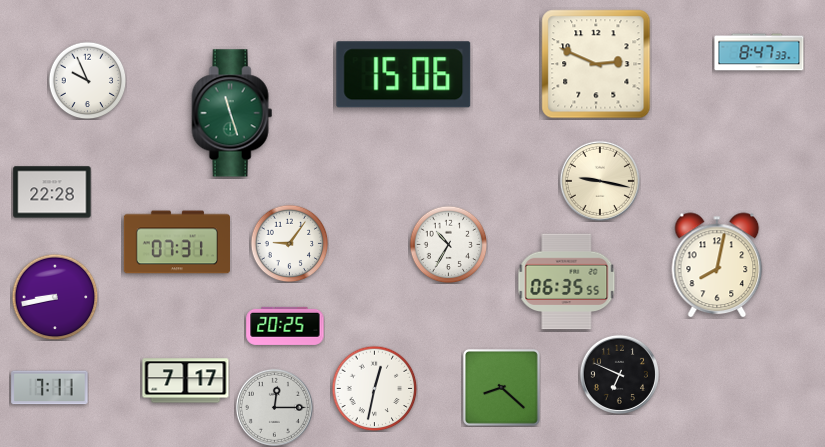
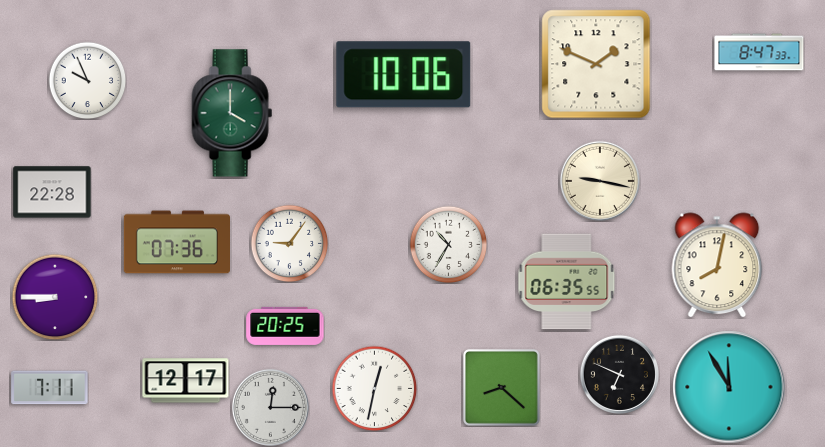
clock at (596, 64): 2:49 -> 1:49
clock at (404, 75): 15:06 -> 10:06
clock at (232, 113): 11:27 -> 4:00
clock at (176, 242): 07:31 -> 07:36
clock at (55, 297): 8:43 -> 8:45
clock at (186, 381): 7:17 -> 12:17
clock at (729, 387): none -> 11:55
clock at (274, 407) position: (274, 407) -> (270, 407)
